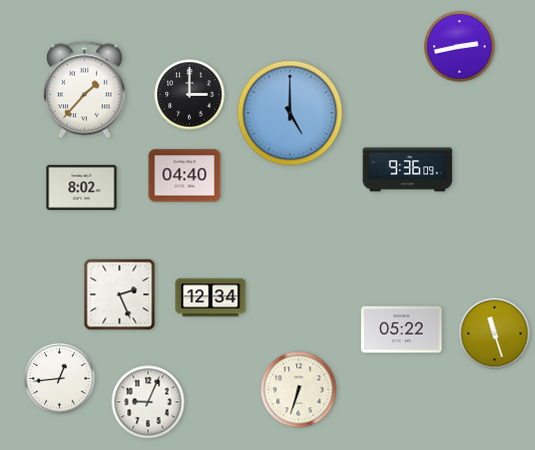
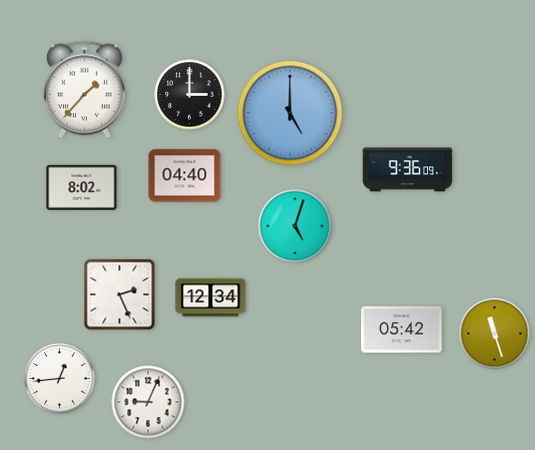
clock at (460, 47): 2:43 -> none
clock at (295, 226): none -> 5:03
clock at (402, 330): 05:22 -> 05:42
clock at (299, 390): 6:33 -> none
